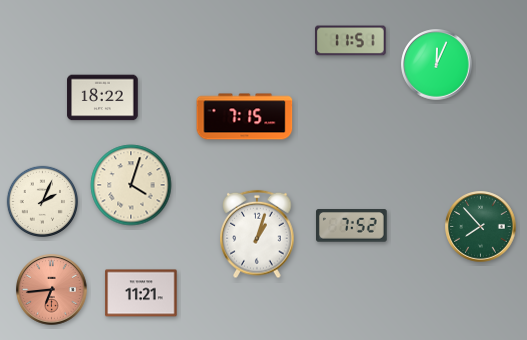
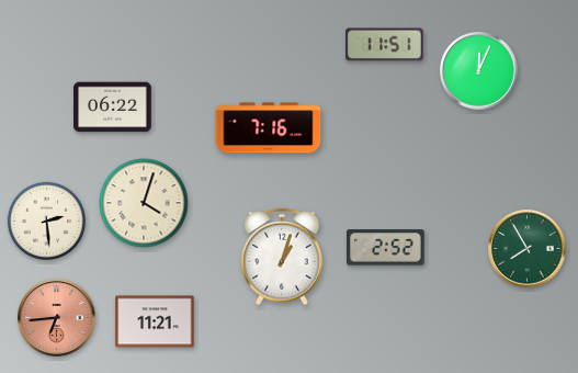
clock at (103, 98): 18:22 -> 06:22
clock at (245, 117): 7:15 -> 7:16
clock at (42, 201): 2:04 -> 2:29
clock at (352, 226): 7:52 -> 2:52
clock at (481, 227): 7:53 -> 7:55
